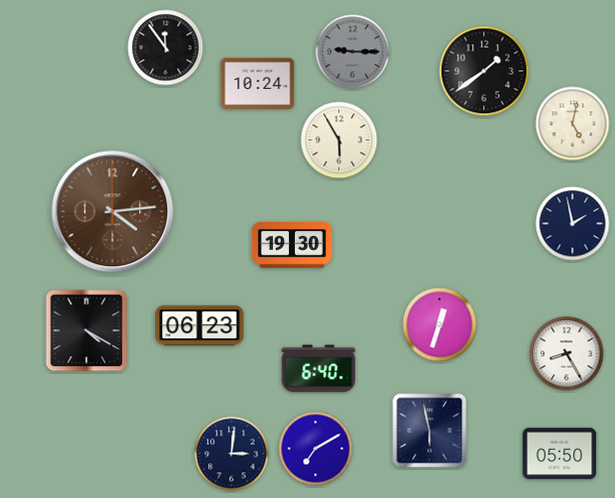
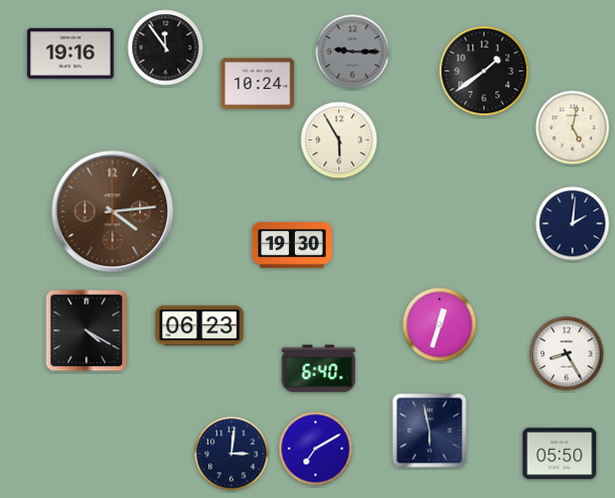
clock at (71, 54): none -> 19:16
clock at (573, 124) position: (573, 124) -> (573, 128)
clock at (573, 224): 1:58 -> 2:01
